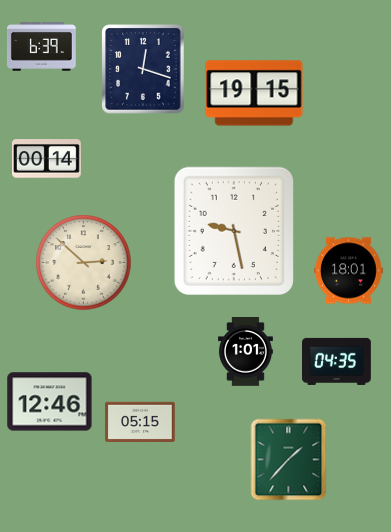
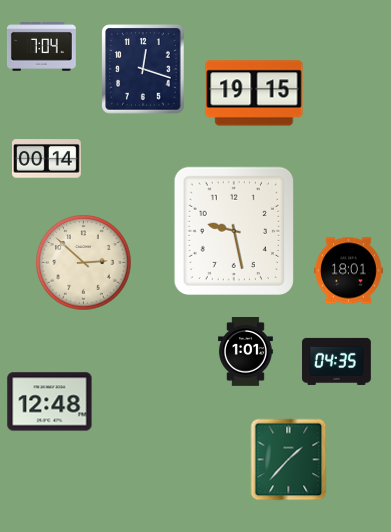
clock at (41, 47): 6:39 -> 7:04
clock at (50, 402): 12:46 -> 12:48
clock at (140, 421): 05:15 -> none
